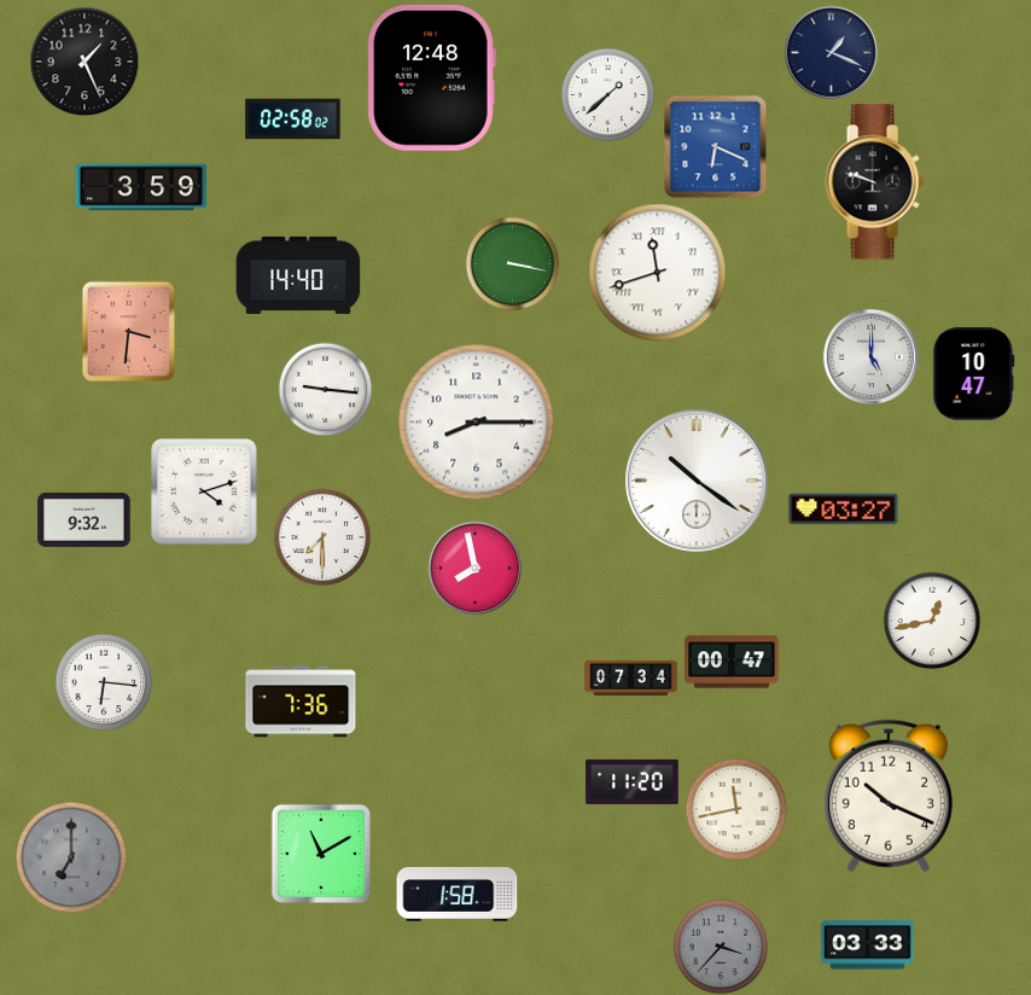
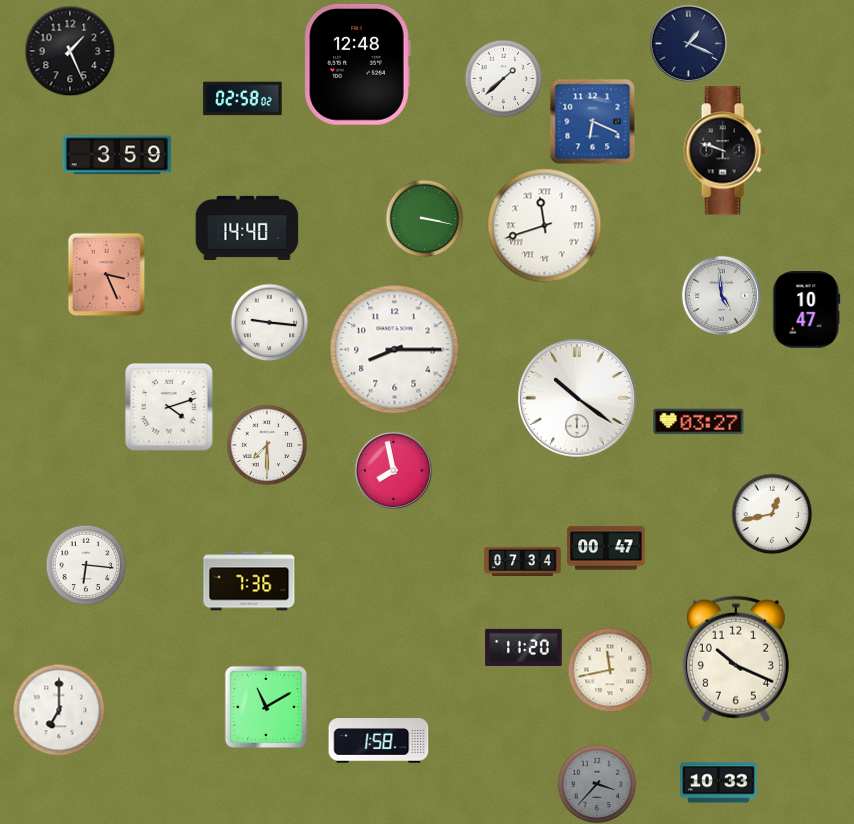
clock at (129, 331): 3:31 -> 3:26
clock at (870, 356): 5:00 -> 4:59
clock at (85, 519): 9:32 -> none
clock at (71, 857) dial: grey -> white
clock at (868, 945): 03:33 -> 10:33
